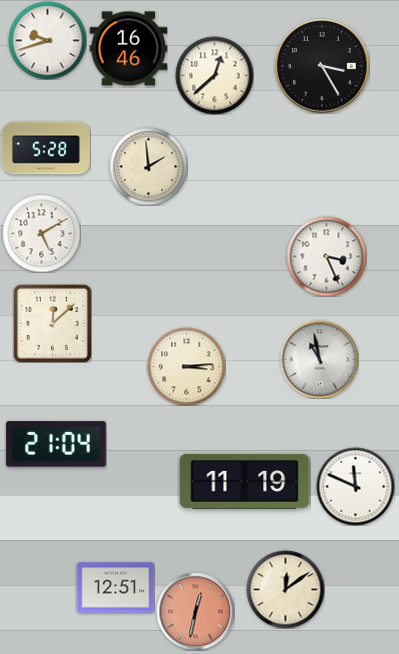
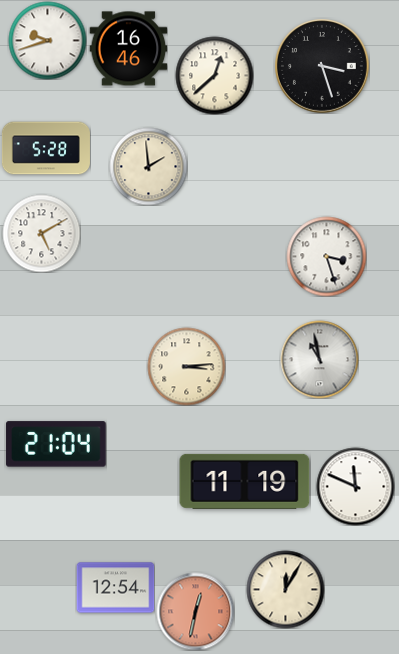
clock at (322, 66): 3:25 -> 3:27
clock at (326, 256): 3:26 -> 3:27
clock at (52, 323): 12:08 -> none
clock at (115, 588): 12:51 -> 12:54
clock at (285, 589): 12:09 -> 12:05
